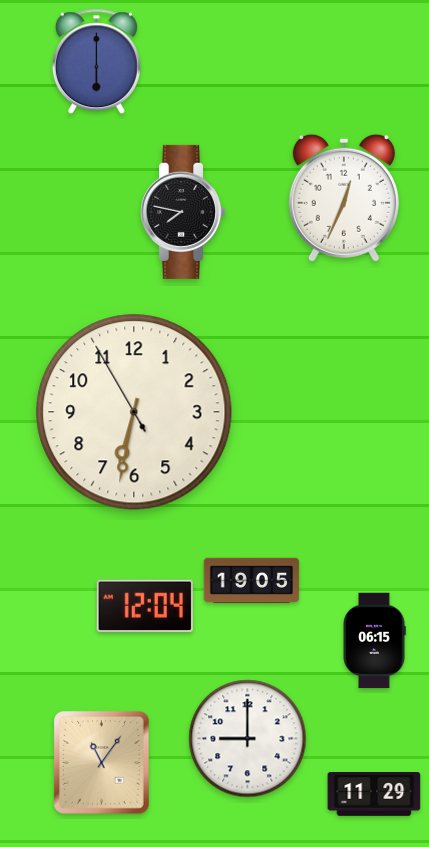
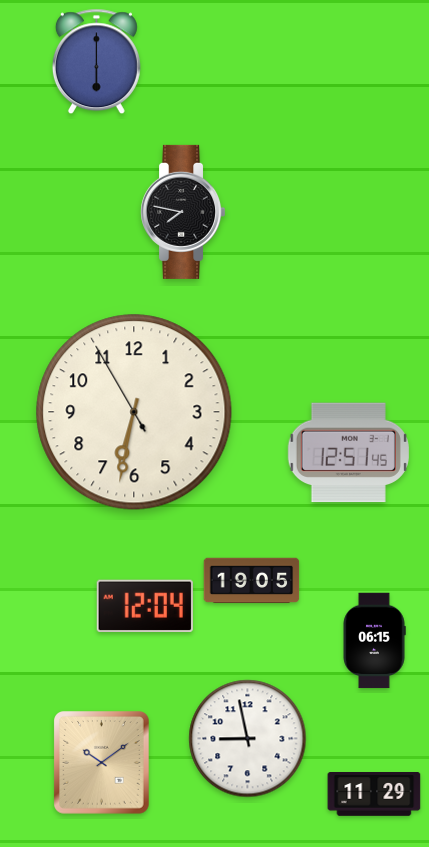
clock at (344, 198): 12:34 -> none
clock at (348, 453): none -> 12:51
clock at (248, 739): 9:00 -> 8:58
clock at (102, 763): 11:06 -> 10:09
